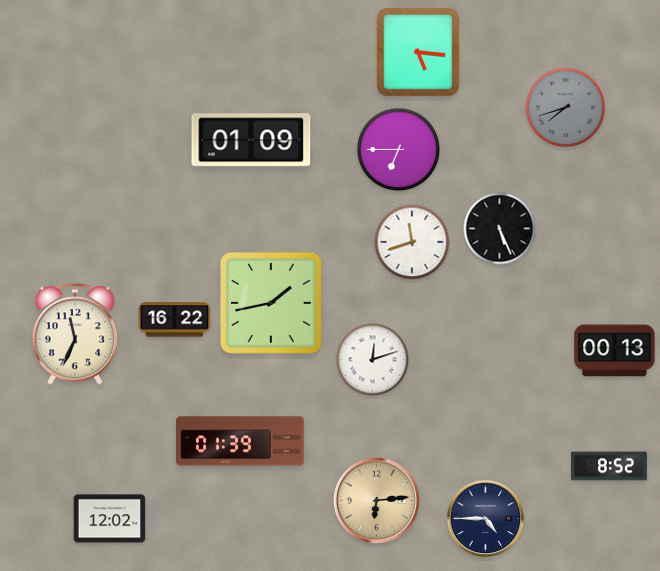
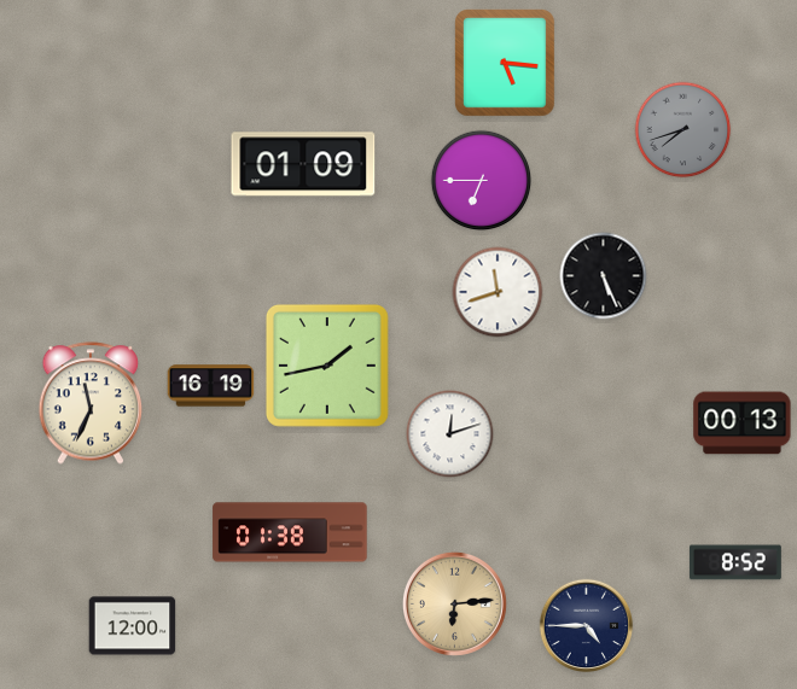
clock at (251, 140) position: (251, 140) -> (303, 164)
clock at (175, 320): 16:22 -> 16:19
clock at (240, 441): 01:39 -> 01:38
clock at (110, 519): 12:02 -> 12:00
